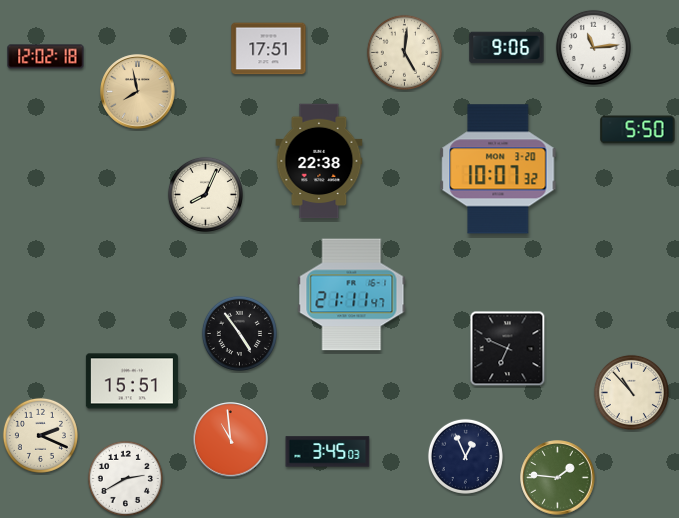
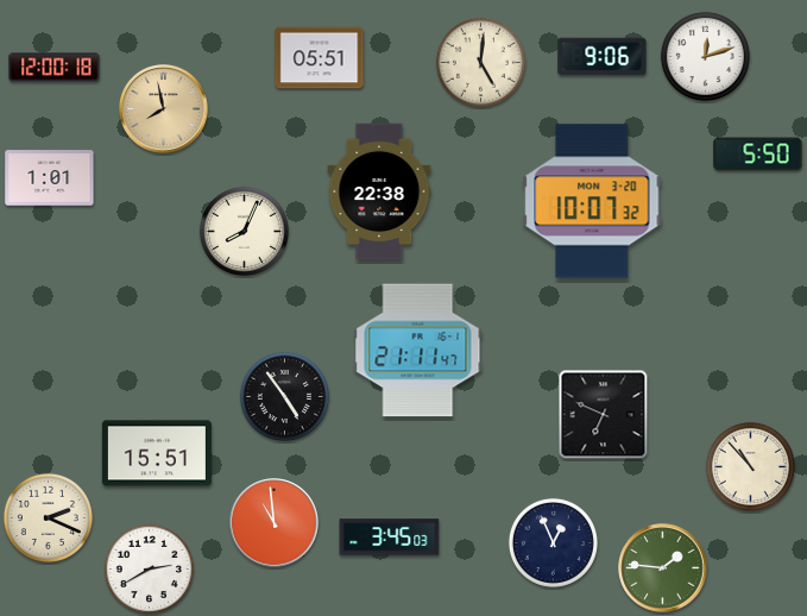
clock at (593, 47): 11:14 -> 12:12
clock at (269, 49): 17:51 -> 05:51
clock at (46, 57): 12:02 -> 12:00
clock at (50, 178): none -> 1:01
